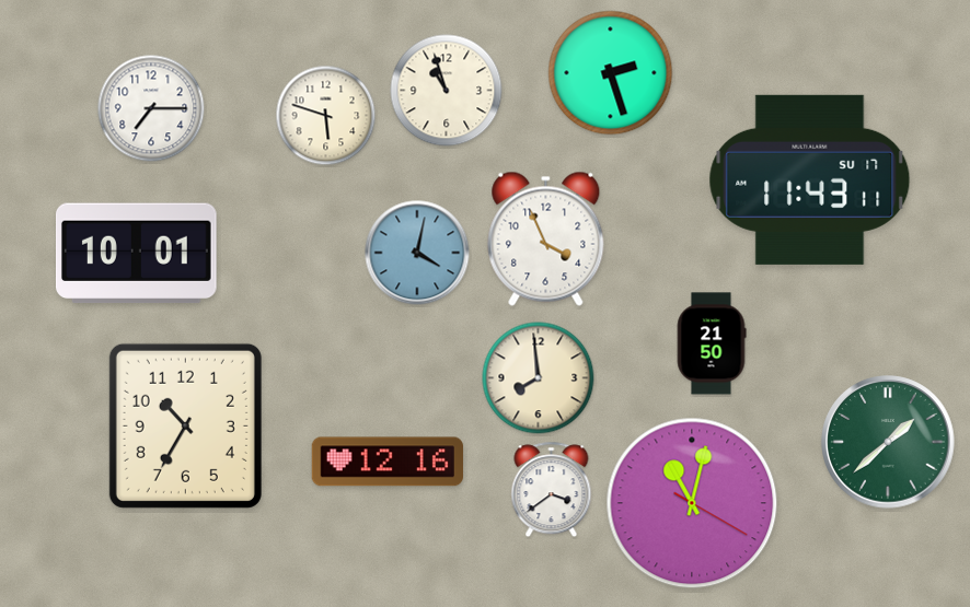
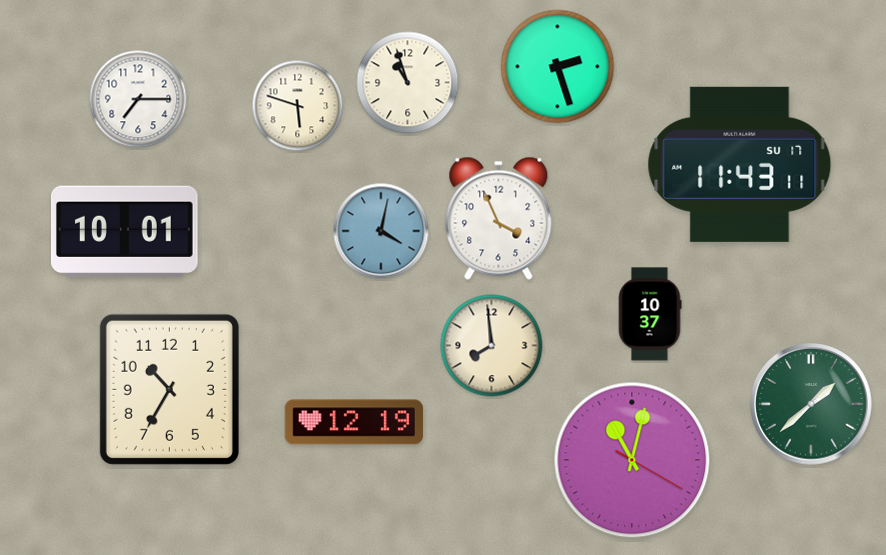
clock at (712, 343): 21:50 -> 10:37
clock at (388, 462): 12:16 -> 12:19
clock at (552, 490): 3:39 -> none
